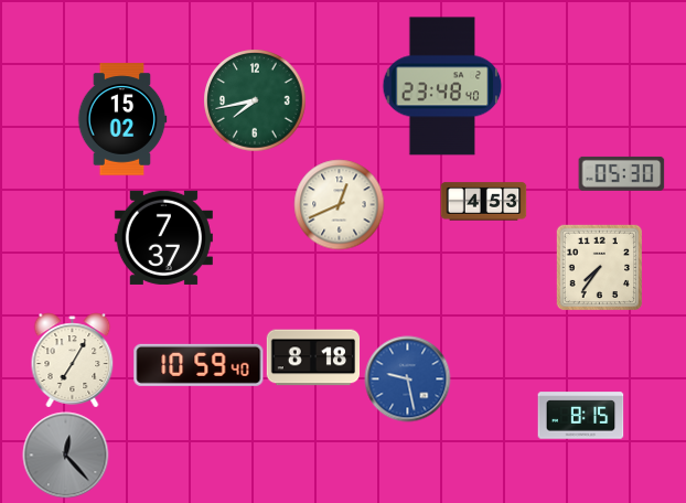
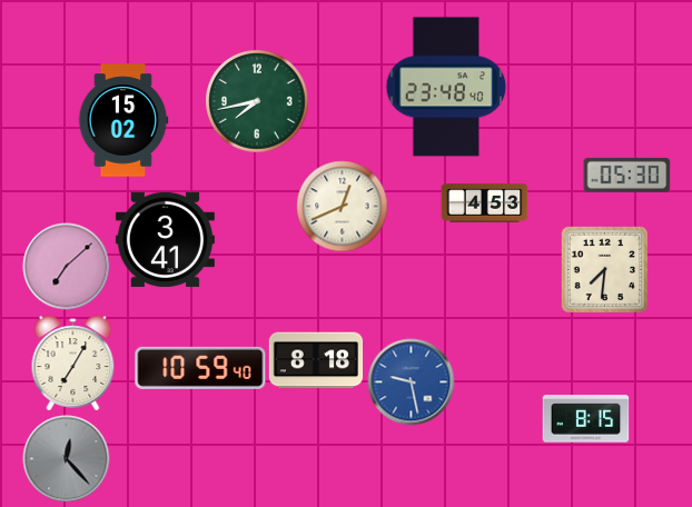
clock at (483, 202) position: (483, 202) -> (484, 203)
clock at (163, 237): 7:37 -> 3:41
clock at (66, 266): none -> 7:08
clock at (599, 267): 7:36 -> 7:31
